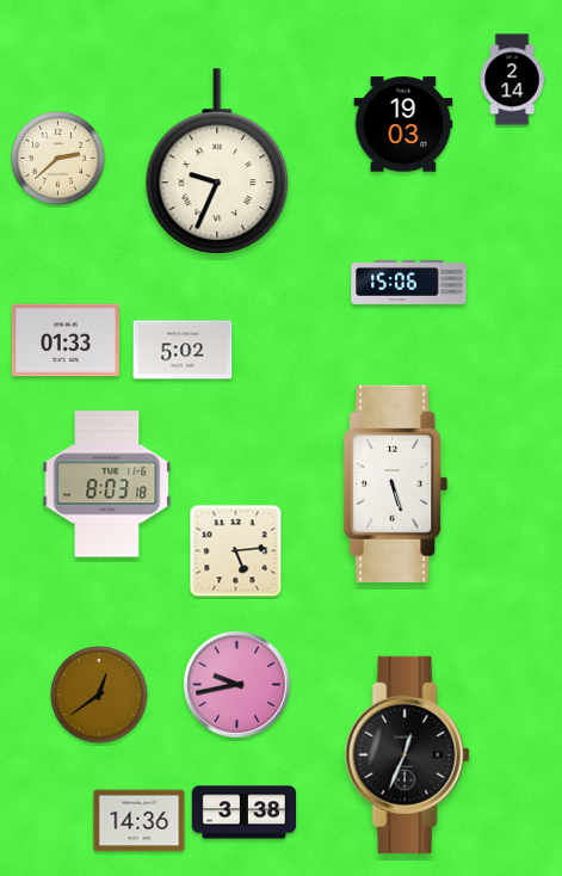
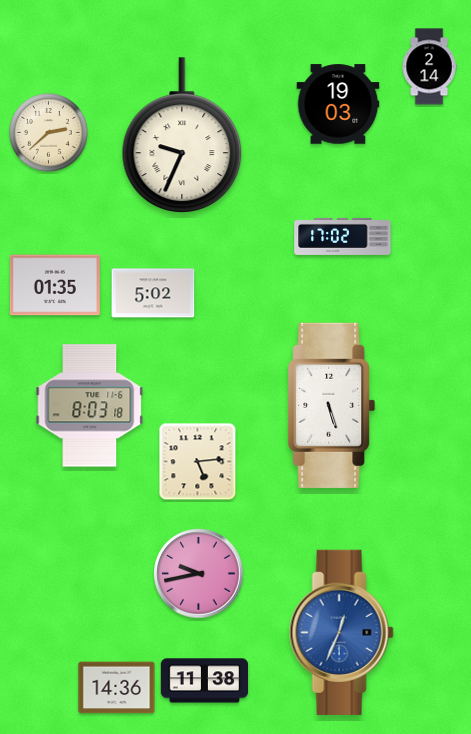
clock at (409, 282): 15:06 -> 17:02
clock at (66, 340): 01:33 -> 01:35
clock at (99, 695): 12:39 -> none
clock at (407, 754) dial: black -> blue
clock at (245, 813): 3:38 -> 11:38
